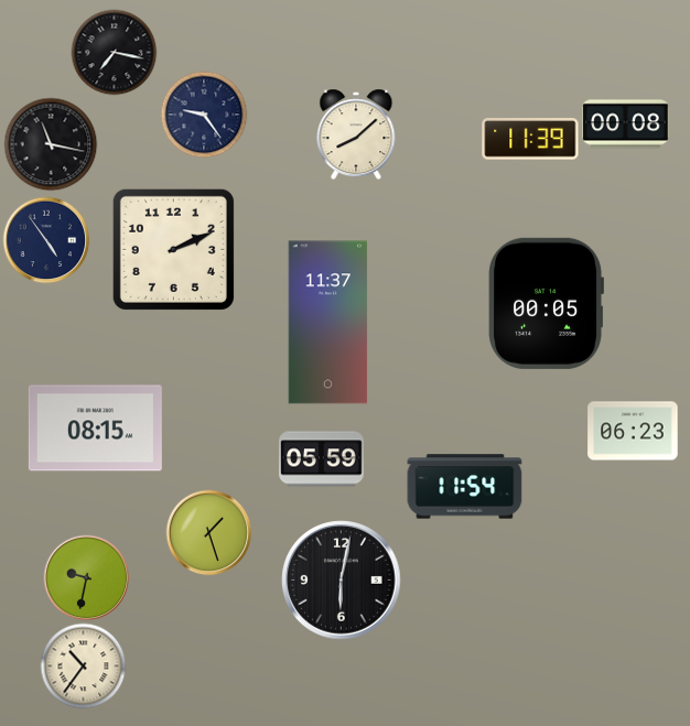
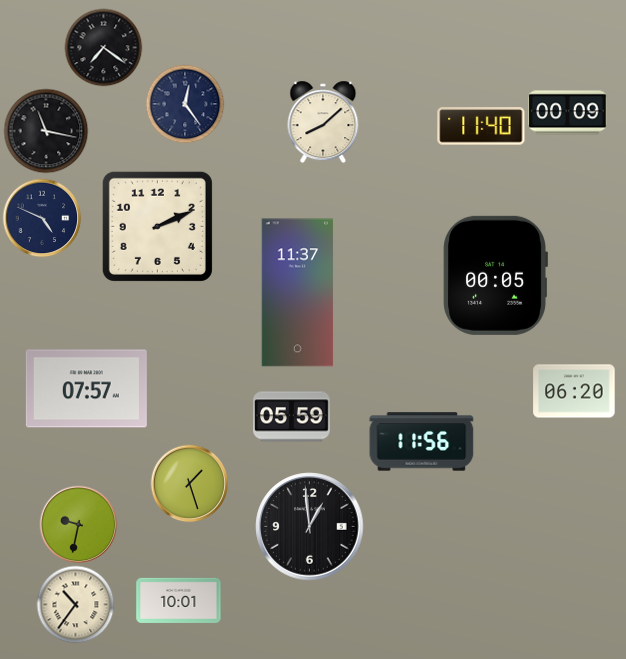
clock at (114, 52): 7:17 -> 7:21
clock at (204, 115): 9:24 -> 12:24
clock at (626, 124): 00:08 -> 00:09
clock at (530, 139): 11:39 -> 11:40
clock at (46, 240): 4:54 -> 4:49
clock at (95, 429): 08:15 -> 07:57
clock at (633, 431): 06:23 -> 06:20
clock at (465, 487): 11:54 -> 11:56
clock at (342, 581): 6:02 -> 12:59
clock at (179, 600): none -> 10:01
